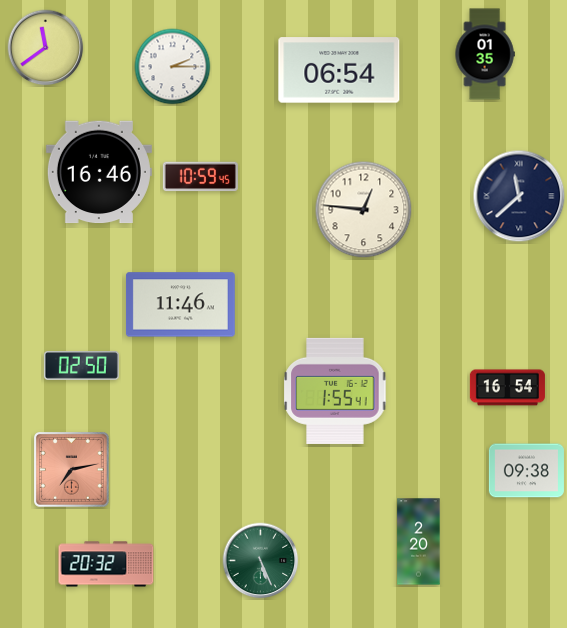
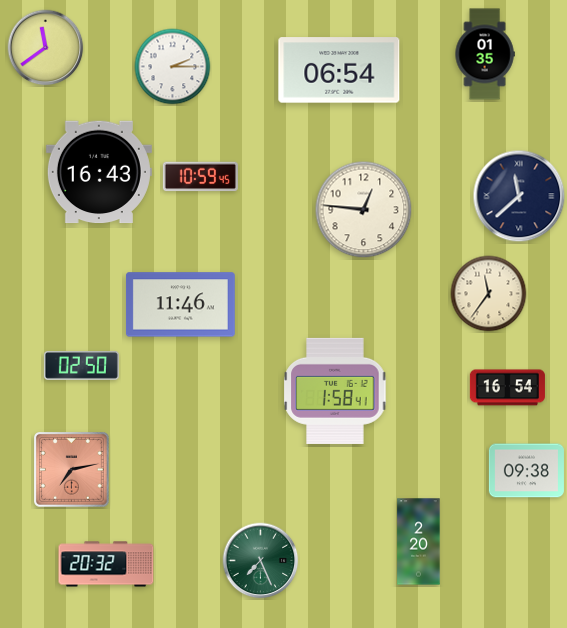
clock at (99, 172): 16:46 -> 16:43
clock at (489, 294): none -> 11:36
clock at (335, 391): 1:55 -> 1:58
clock at (261, 561): 5:26 -> 7:26
